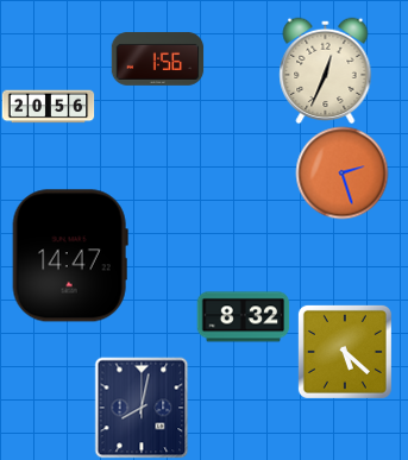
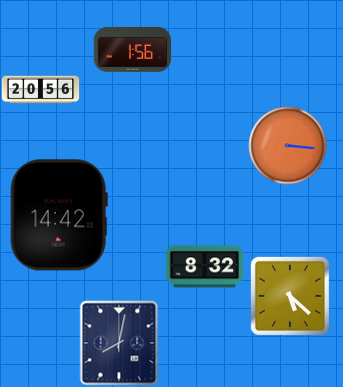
clock at (326, 70): 12:34 -> none
clock at (341, 172): 2:27 -> 3:16
clock at (70, 256): 14:47 -> 14:42
